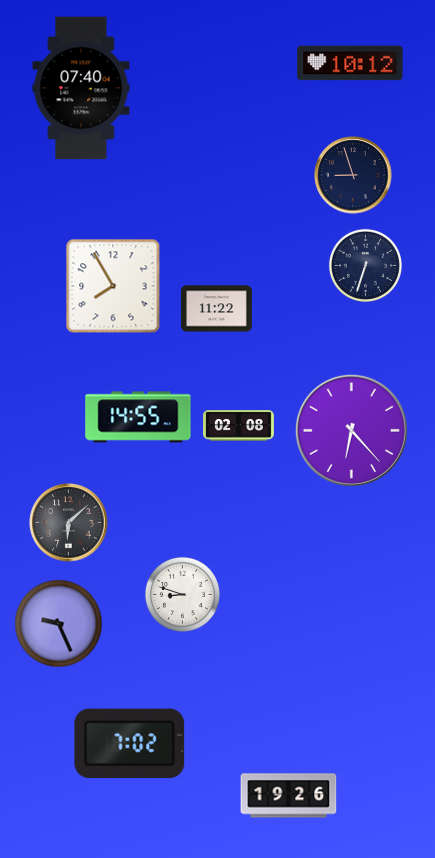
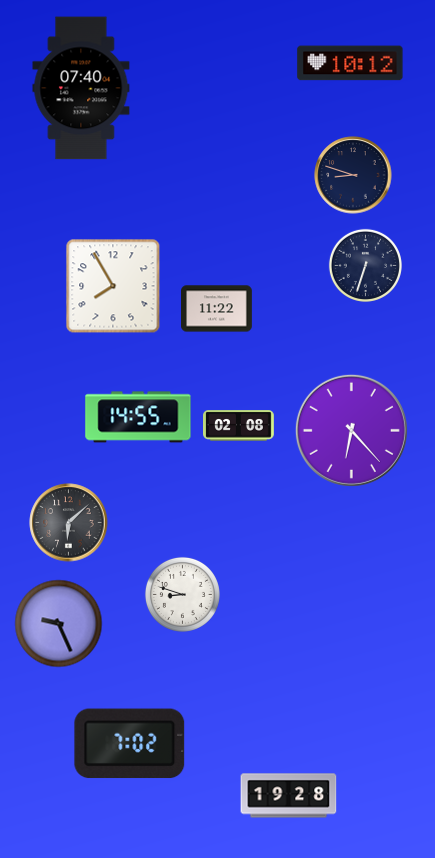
clock at (353, 175): 8:57 -> 8:48
clock at (289, 796): 19:26 -> 19:28
